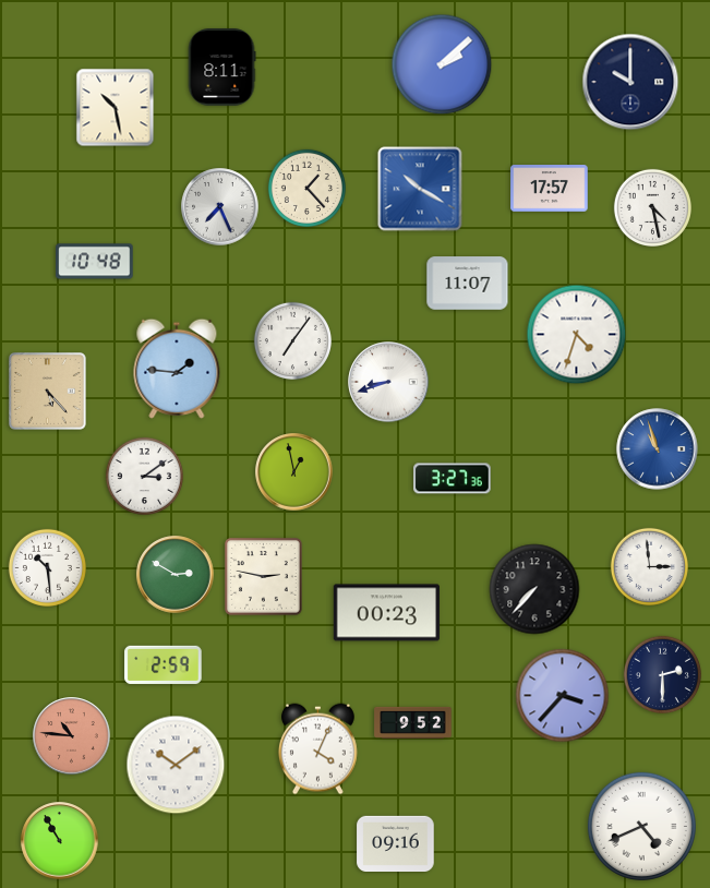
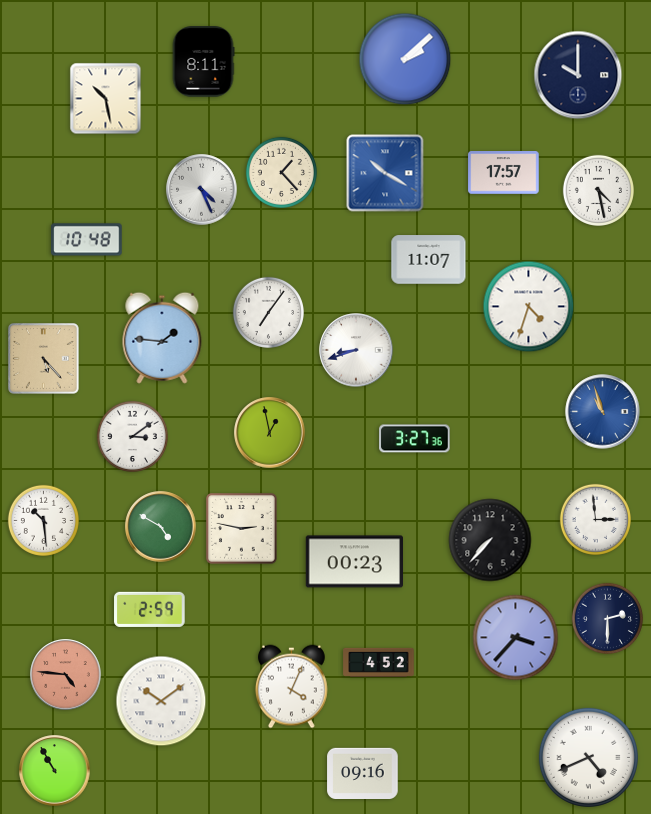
clock at (220, 207): 7:26 -> 4:26
clock at (176, 575): 2:50 -> 4:50
clock at (413, 722): 9:52 -> 4:52
clock at (72, 736): 10:46 -> 4:46
